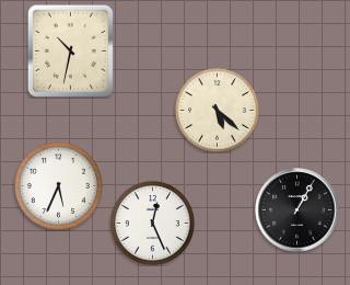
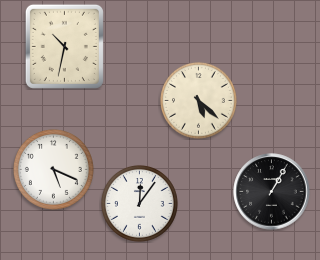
clock at (58, 185): 5:34 -> 5:19
clock at (152, 223): 12:26 -> 12:06
